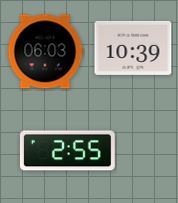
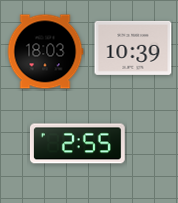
clock at (45, 52): 06:03 -> 18:03
clock at (67, 151) position: (67, 151) -> (77, 144)
